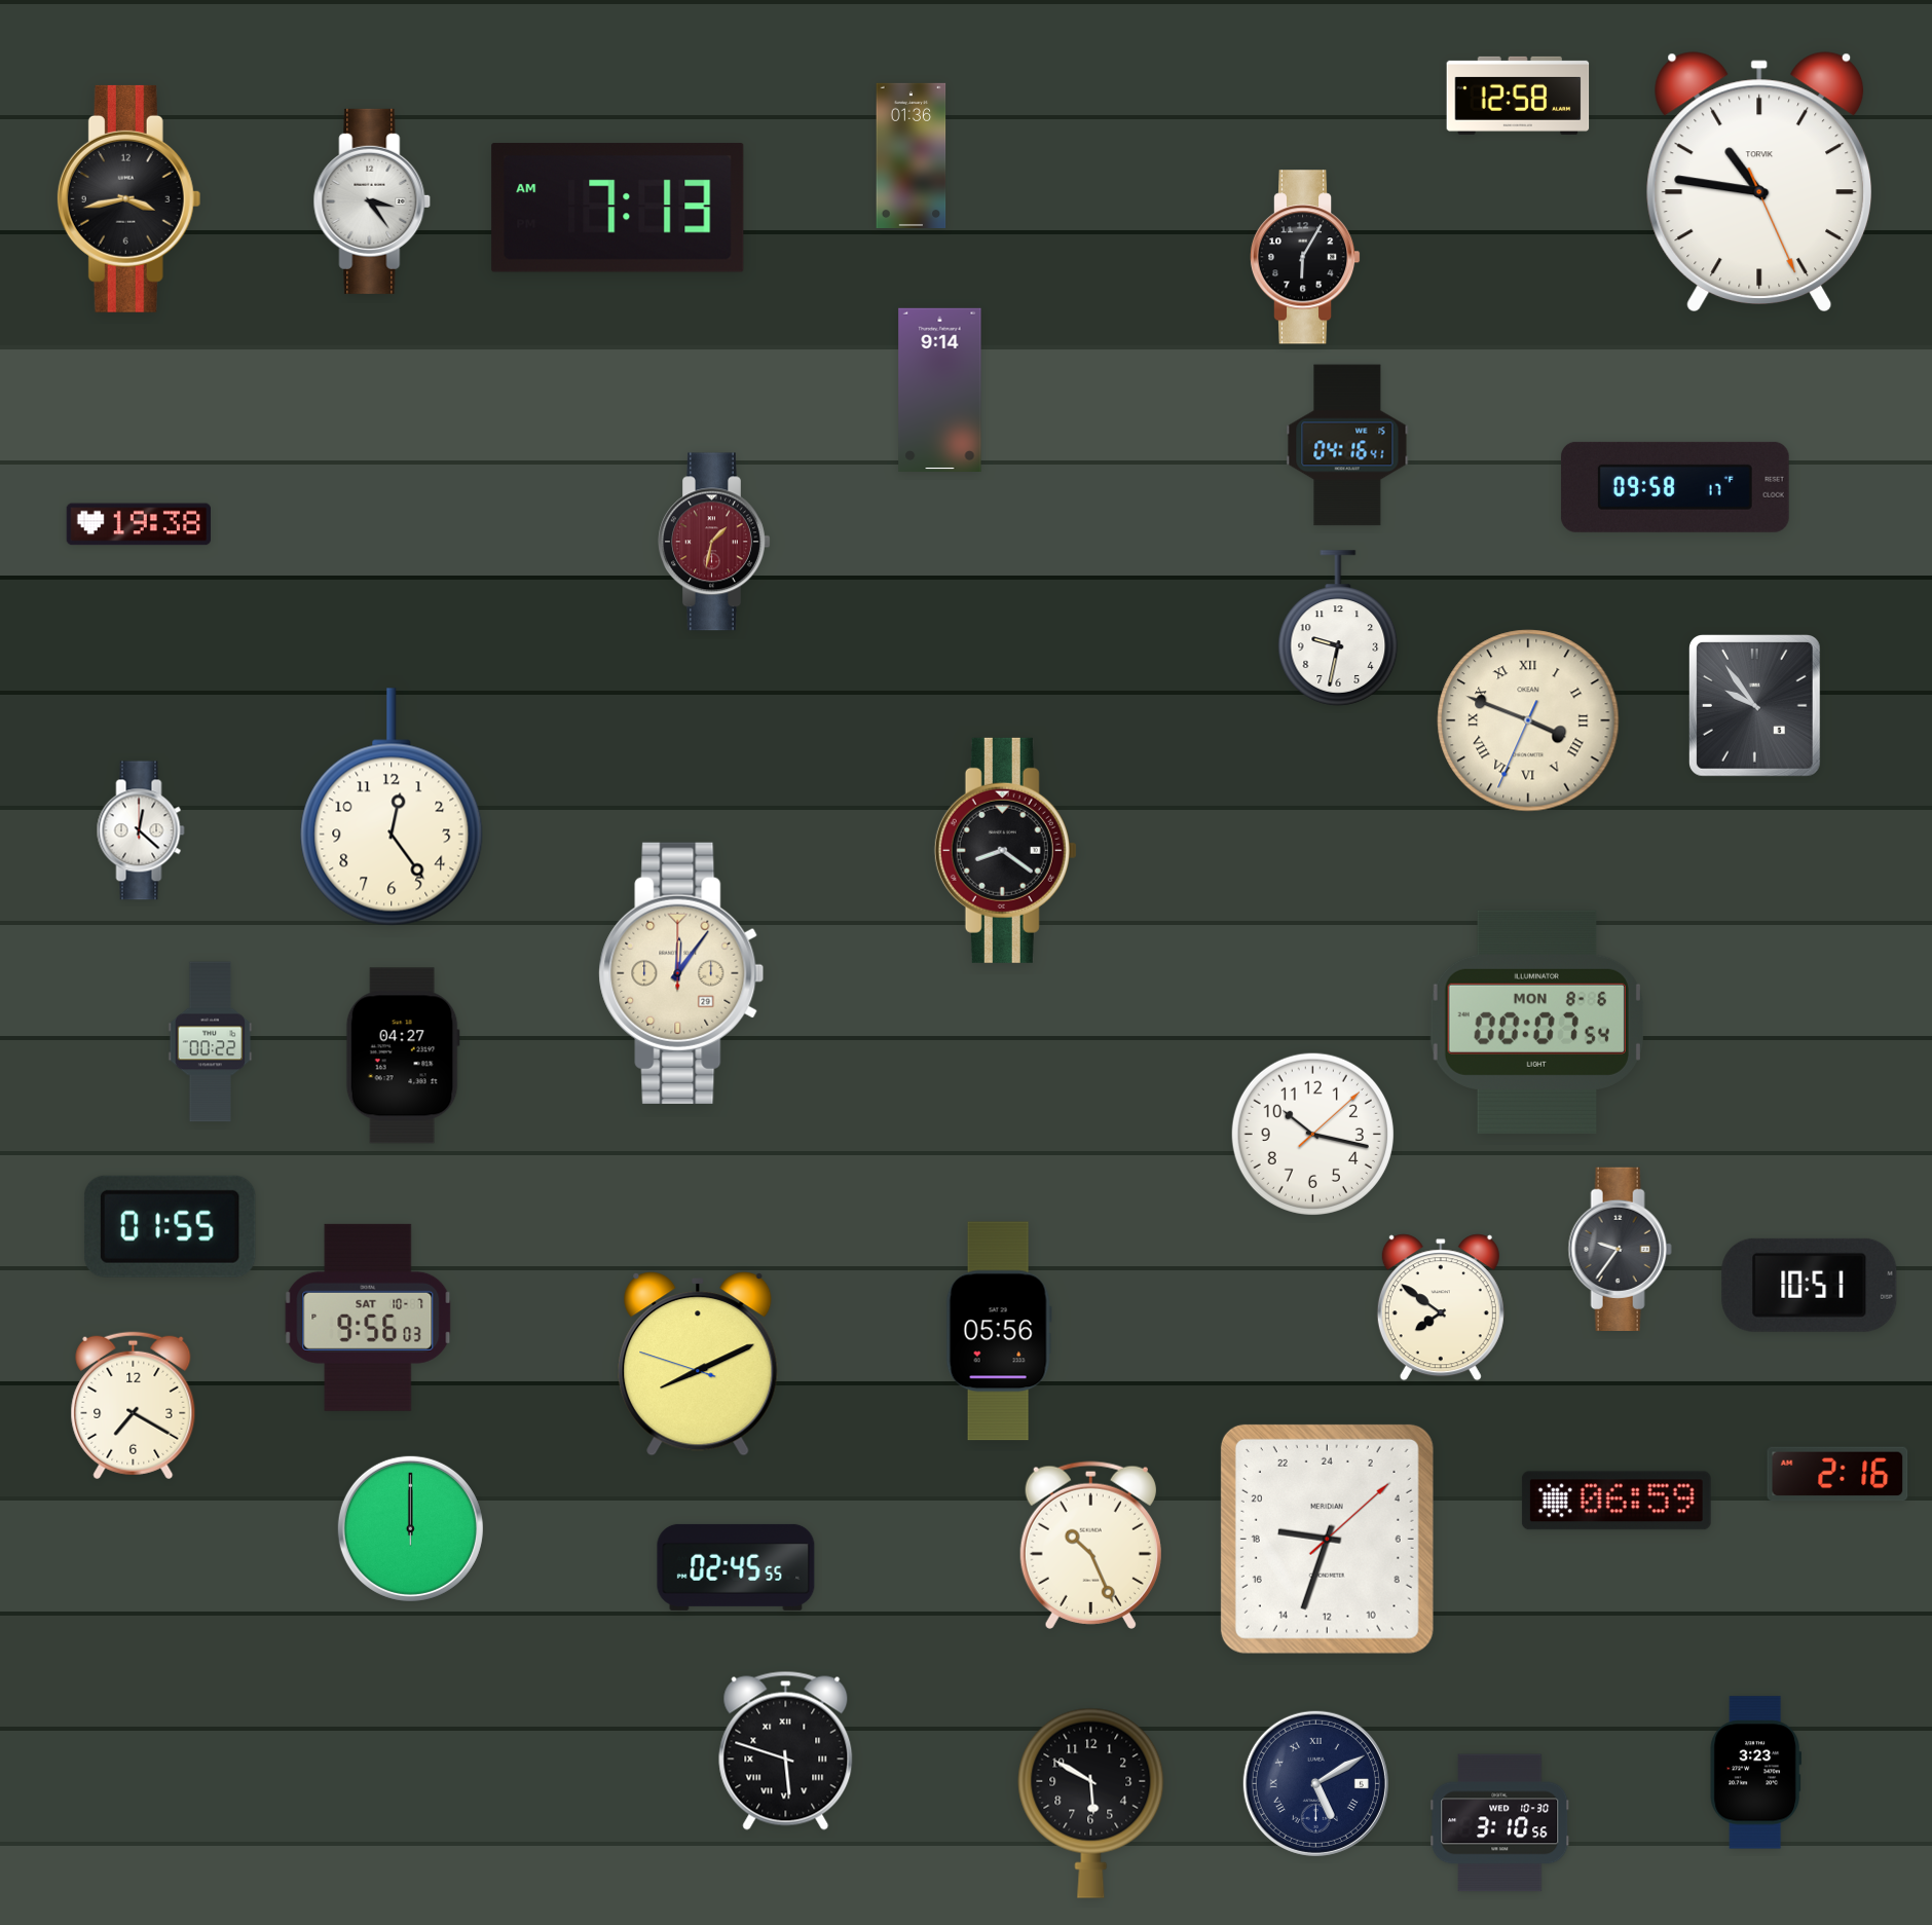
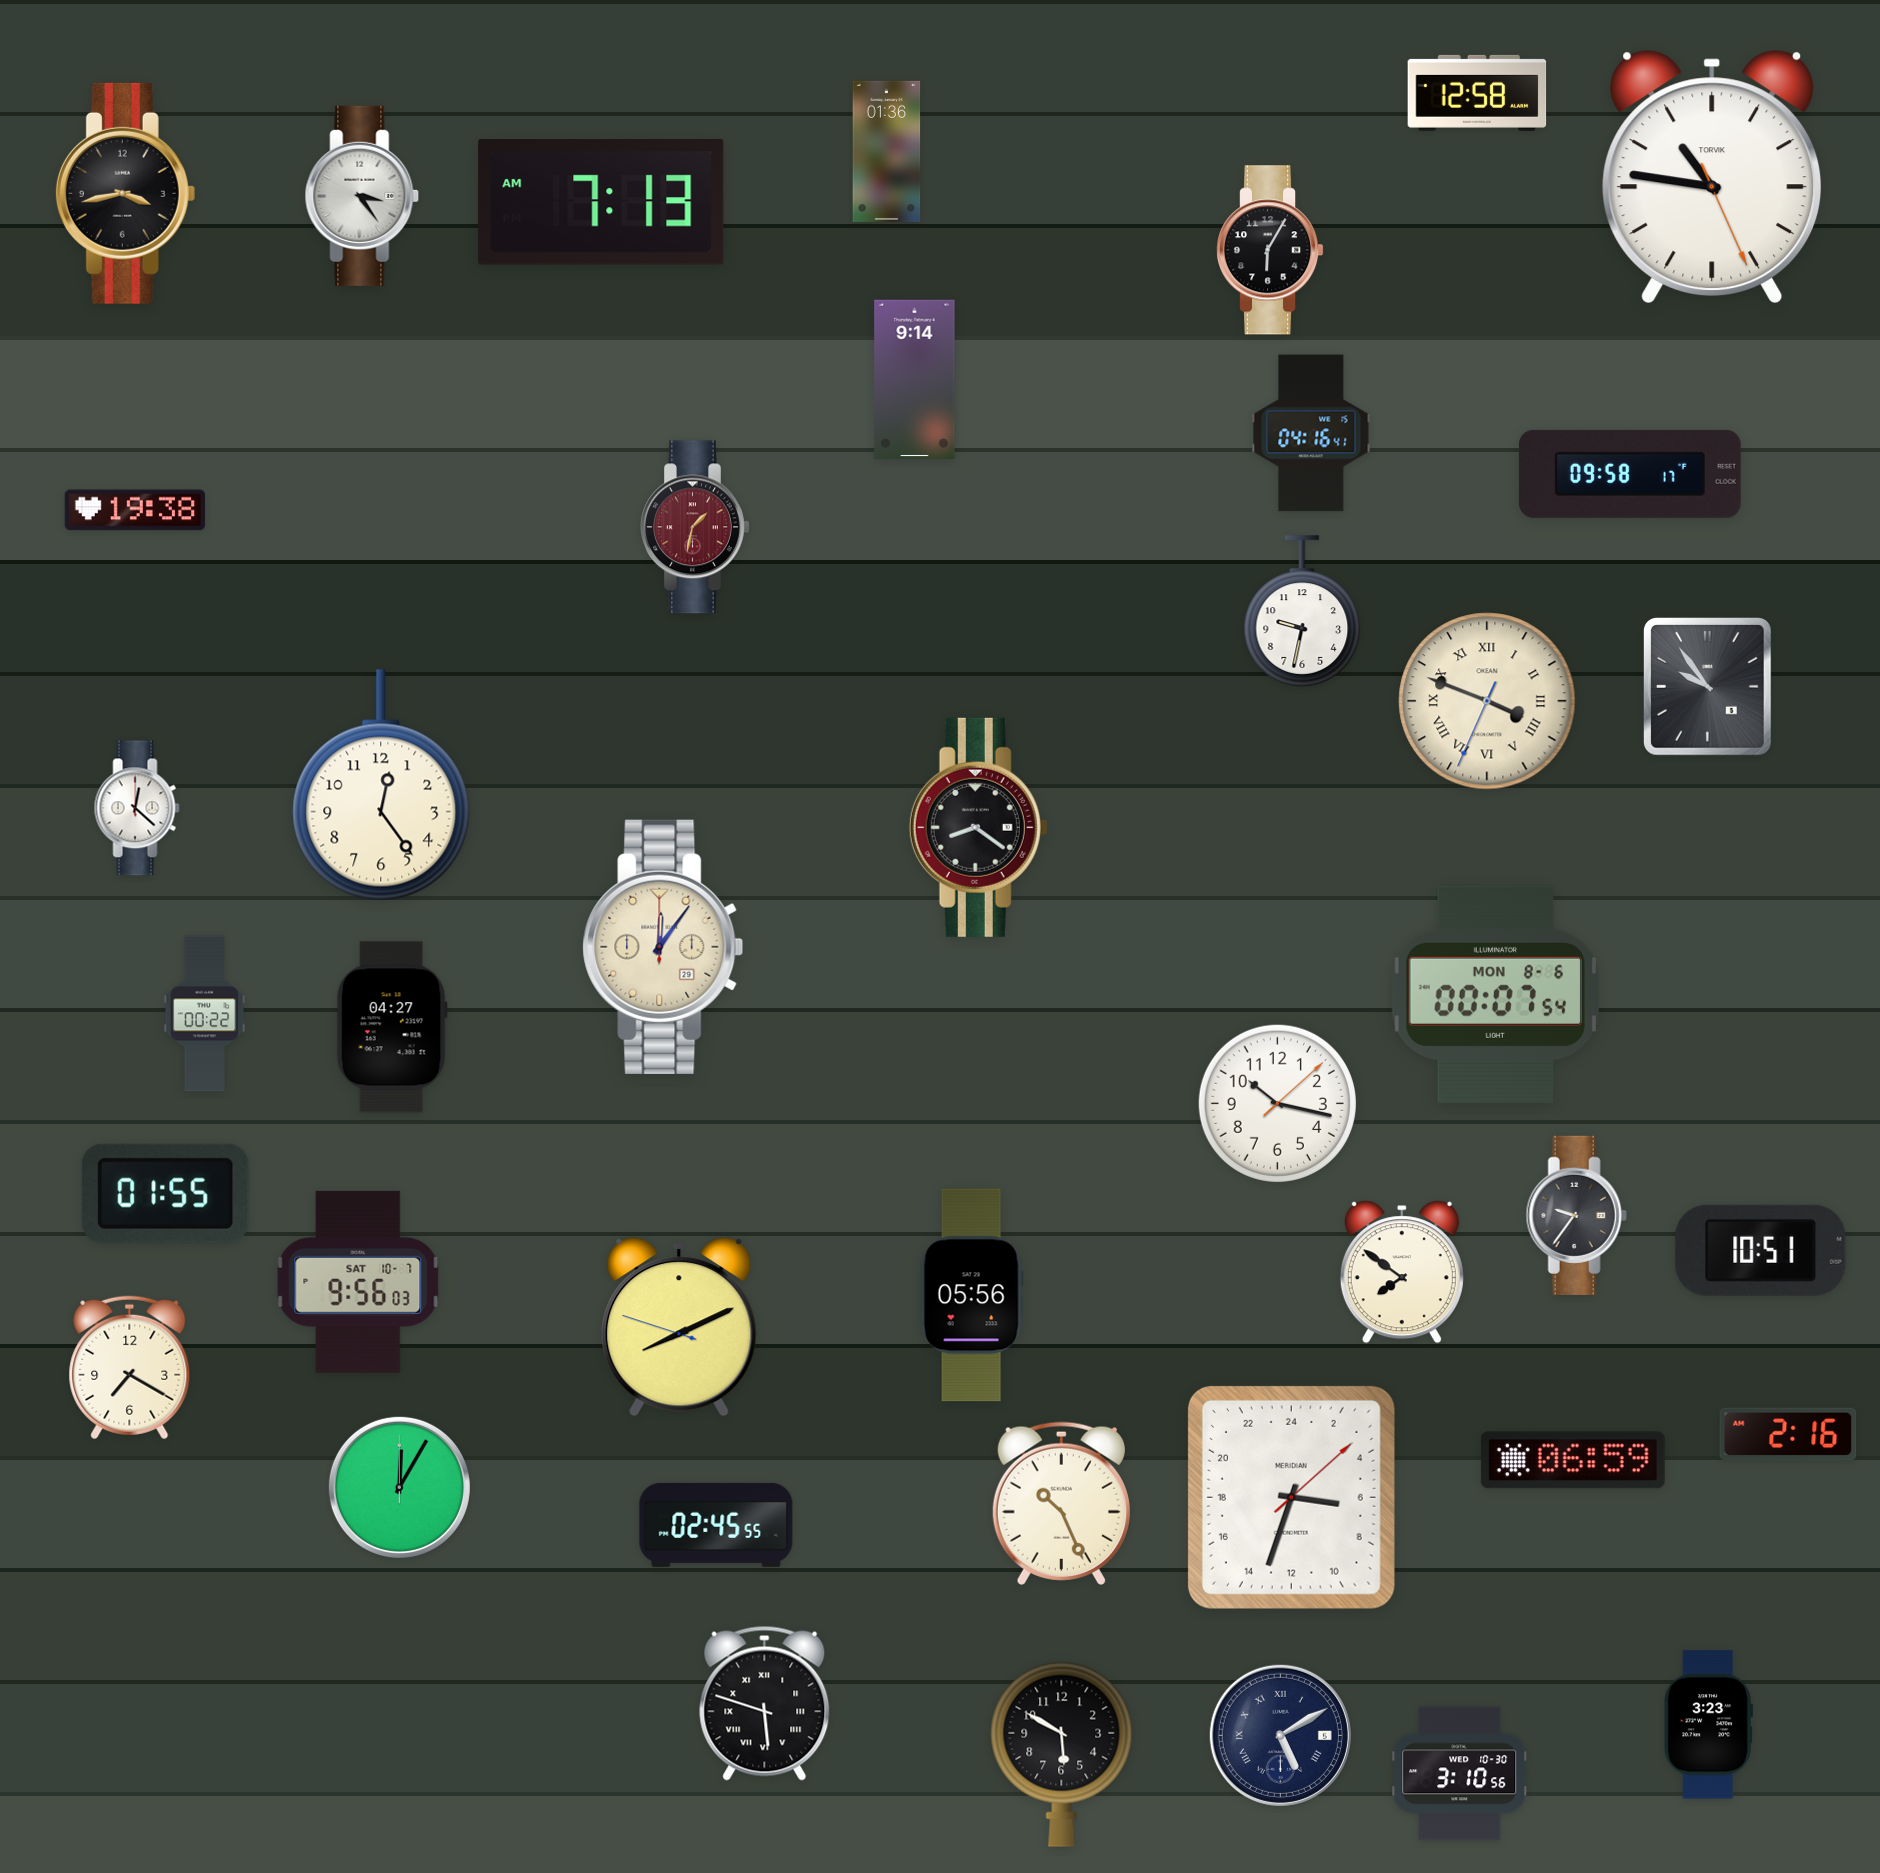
clock at (410, 1528): 12:00 -> 12:05
clock at (1327, 1539): 18:33 -> 6:33
